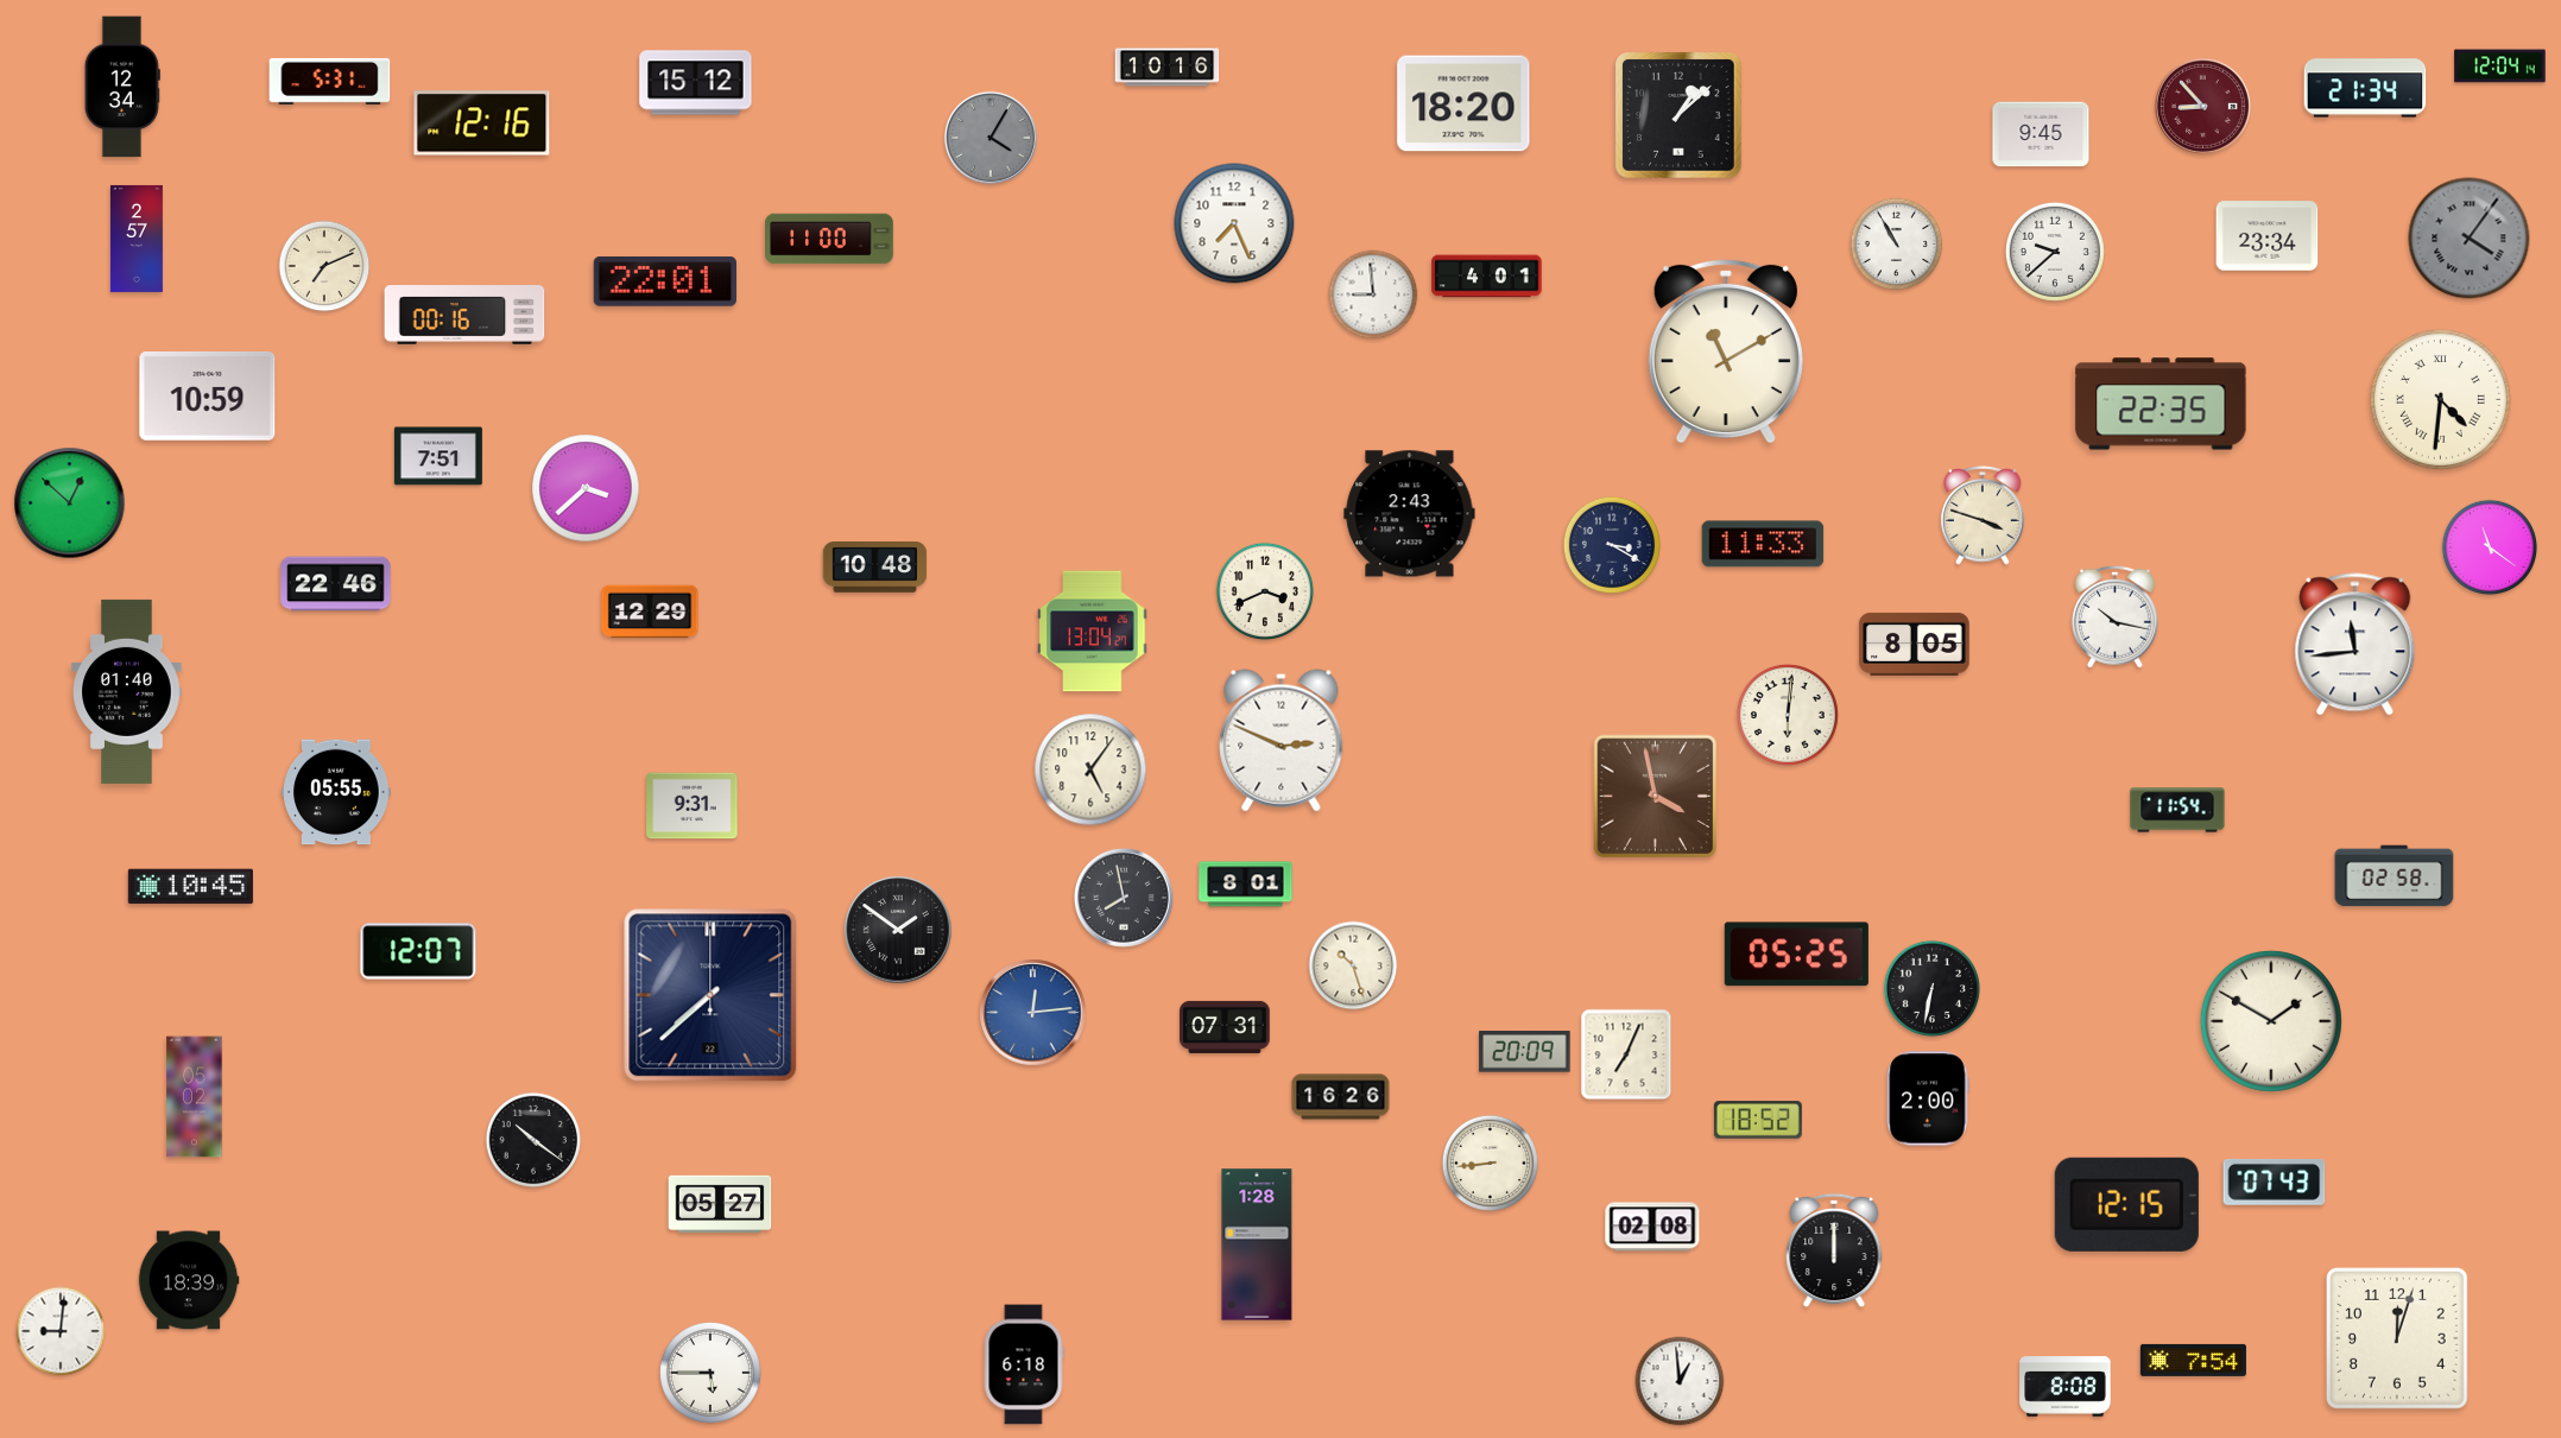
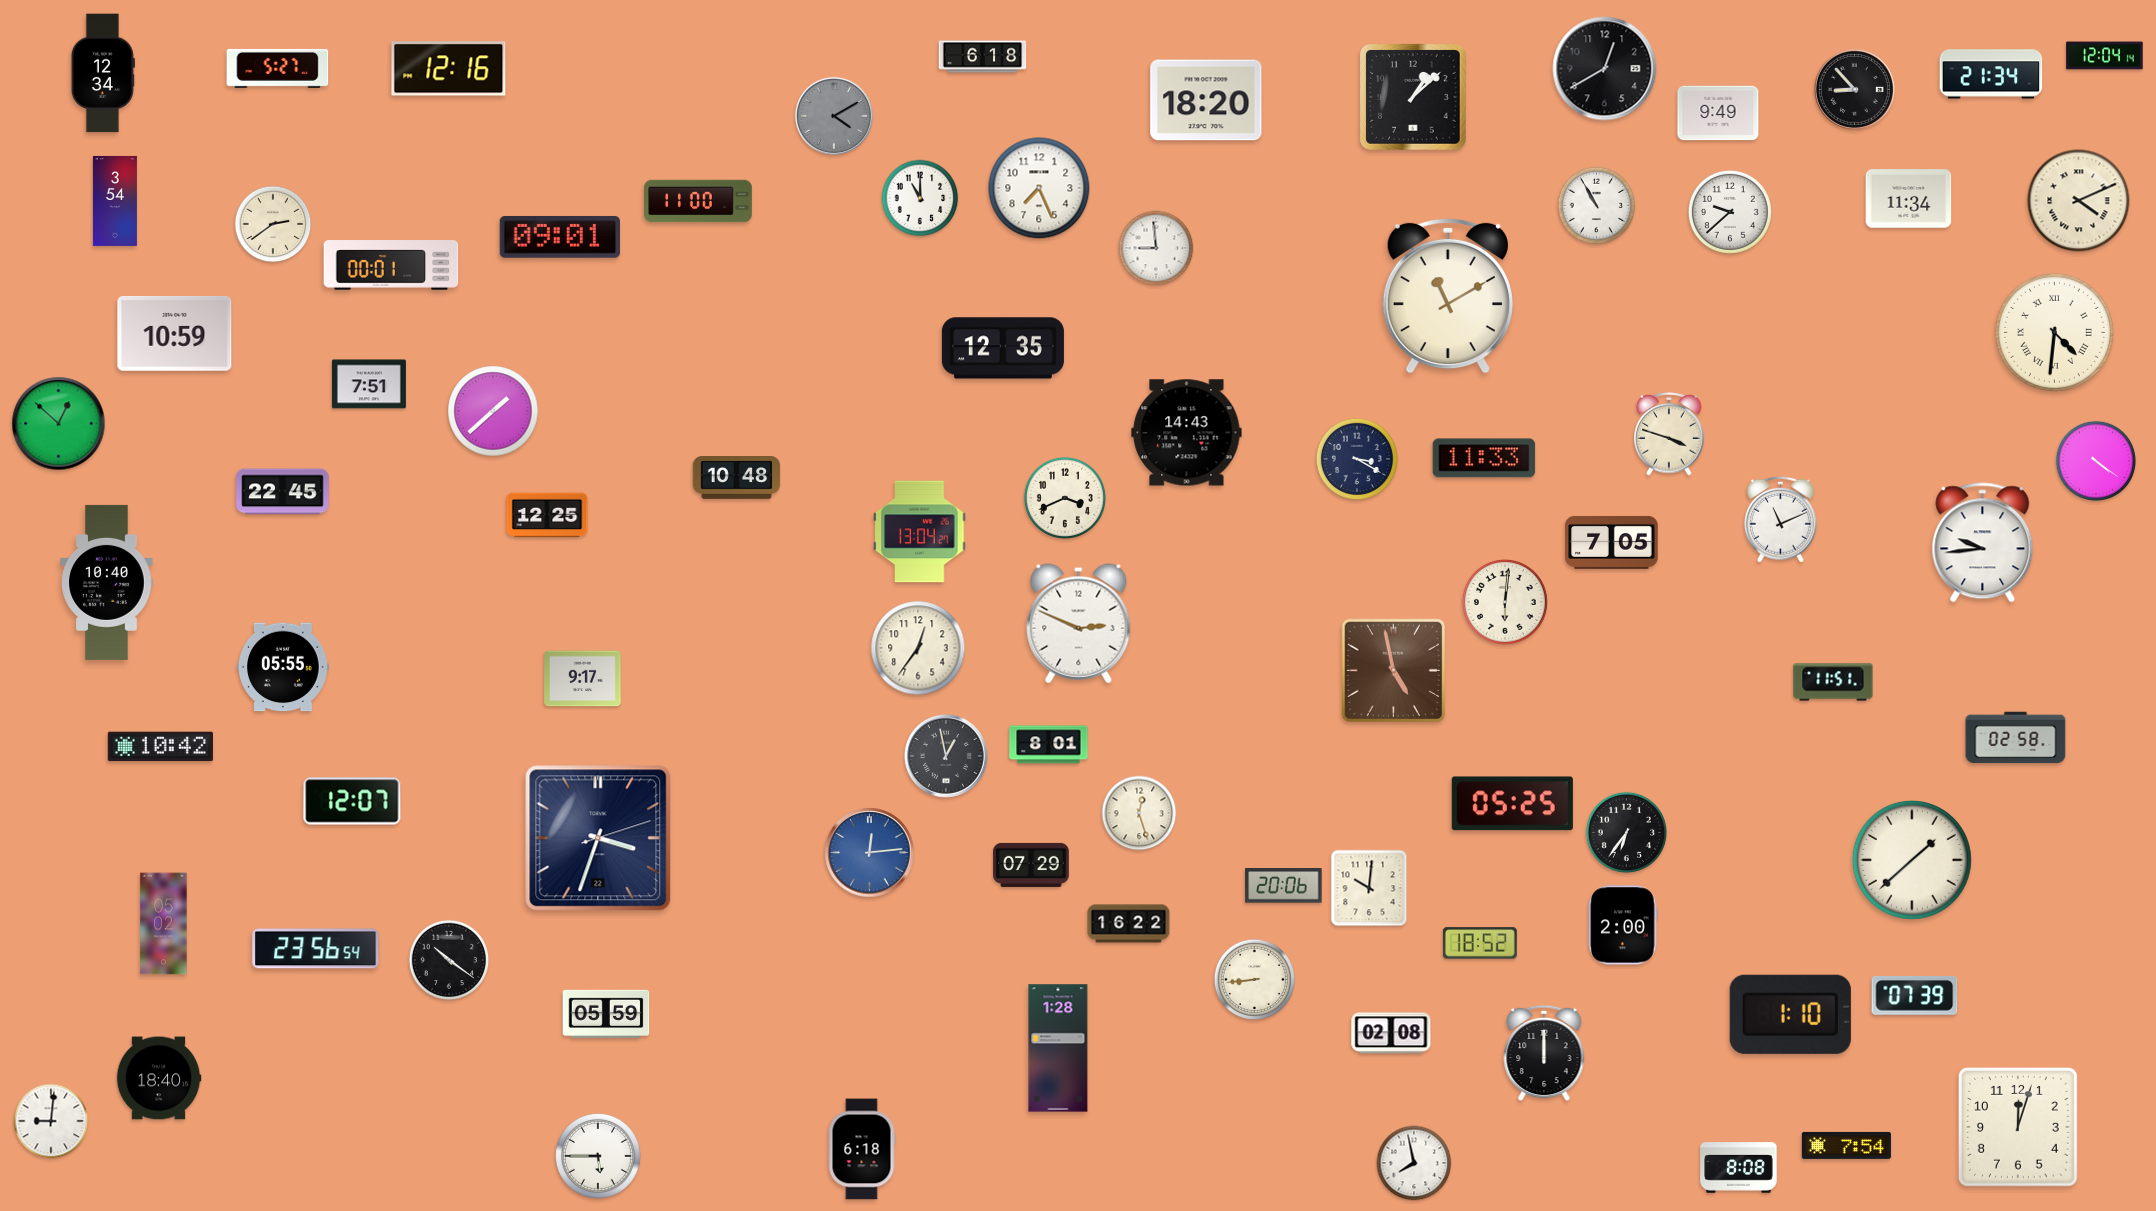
clock at (1168, 68): 10:16 -> 6:18
clock at (330, 81): 5:31 -> 5:27
clock at (1605, 69): none -> 12:40
clock at (696, 83): 15:12 -> none
clock at (1463, 103) position: (1463, 103) -> (1206, 100)
clock at (2202, 106) dial: burgundy -> black
clock at (482, 123) position: (482, 123) -> (449, 69)
clock at (2041, 134): 9:45 -> 9:49
clock at (991, 138): 4:05 -> 4:10
clock at (920, 198): none -> 11:00
clock at (2268, 236): 23:34 -> 11:34
clock at (137, 239): 2:57 -> 3:54
clock at (2470, 239): 4:06 -> 4:11
clock at (2470, 239) dial: grey -> cream
clock at (324, 266): 7:11 -> 2:39
clock at (1487, 277): 4:01 -> none
clock at (665, 281): 22:01 -> 09:01
clock at (464, 315): 00:16 -> 00:01
clock at (1726, 351) position: (1726, 351) -> (1448, 296)
clock at (2440, 399) position: (2440, 399) -> (2054, 332)
clock at (2161, 404): 22:35 -> none
clock at (1003, 348): none -> 12:35
clock at (586, 488): 3:38 -> 1:38
clock at (1410, 514): 2:43 -> 14:43
clock at (2490, 547): 11:21 -> 4:21
clock at (336, 584): 22:46 -> 22:45
clock at (650, 612): 12:29 -> 12:25
clock at (2114, 616): 10:17 -> 11:11
clock at (1915, 644): 8:05 -> 7:05
clock at (2356, 645): 11:44 -> 9:44
clock at (127, 691): 01:40 -> 10:40
clock at (1090, 769): 5:06 -> 12:36
clock at (1656, 797): 3:58 -> 4:58
clock at (693, 806): 9:31 -> 9:17
clock at (2177, 810): 11:54 -> 11:51
clock at (190, 887): 10:45 -> 10:42
clock at (1124, 898): 7:58 -> 12:58
clock at (898, 930): 1:51 -> none
clock at (1353, 965): 10:27 -> 12:27
clock at (1931, 988): 6:32 -> 6:36
clock at (710, 995): 7:38 -> 3:33
clock at (2271, 1021): 1:50 -> 1:38
clock at (1225, 1027): 07:31 -> 07:29
clock at (1525, 1052): 20:09 -> 20:06
clock at (1626, 1054): 7:04 -> 10:01
clock at (1341, 1097): 16:26 -> 16:22
clock at (316, 949): none -> 23:56
clock at (2275, 1182): 07:43 -> 07:39
clock at (720, 1204): 05:27 -> 05:59
clock at (2126, 1204): 12:15 -> 1:10
clock at (189, 1280): 18:39 -> 18:40
clock at (1680, 1381): 12:59 -> 7:58
